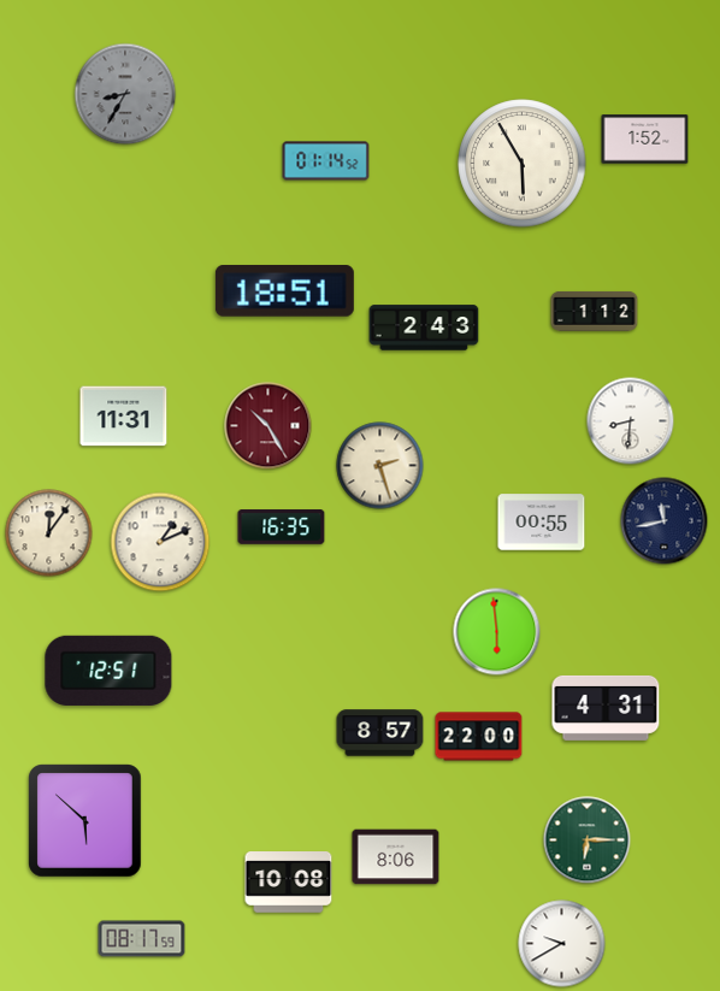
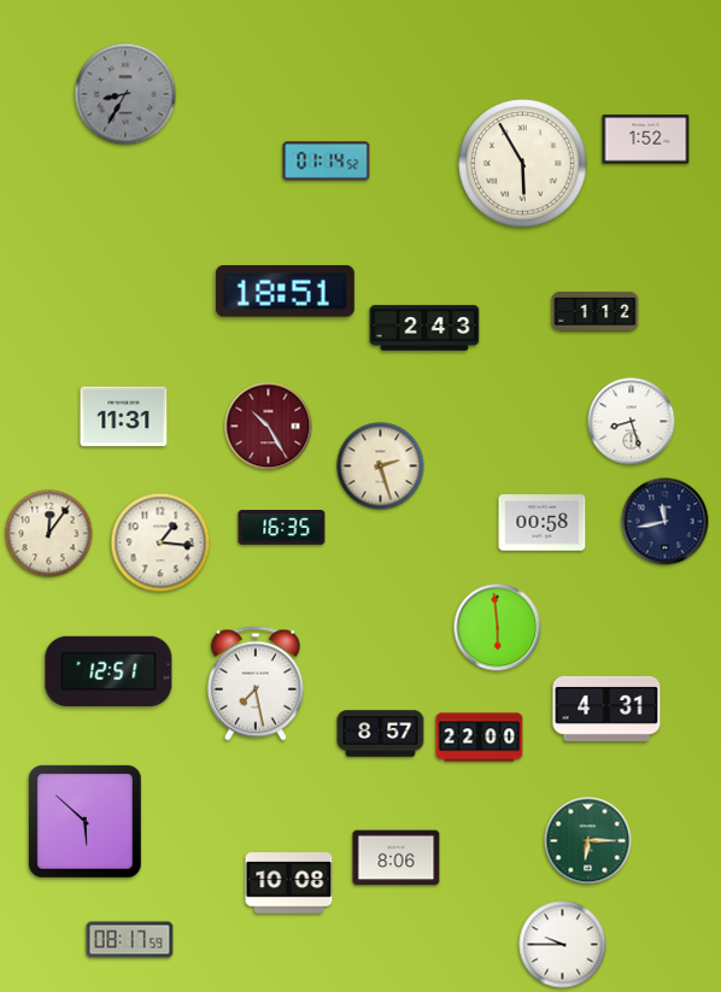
clock at (631, 421): 8:31 -> 8:27
clock at (542, 523): 00:55 -> 00:58
clock at (160, 542): 1:11 -> 1:16
clock at (497, 632) position: (497, 632) -> (498, 628)
clock at (256, 683): none -> 7:28
clock at (142, 939) position: (142, 939) -> (130, 940)
clock at (562, 944): 9:40 -> 9:45
